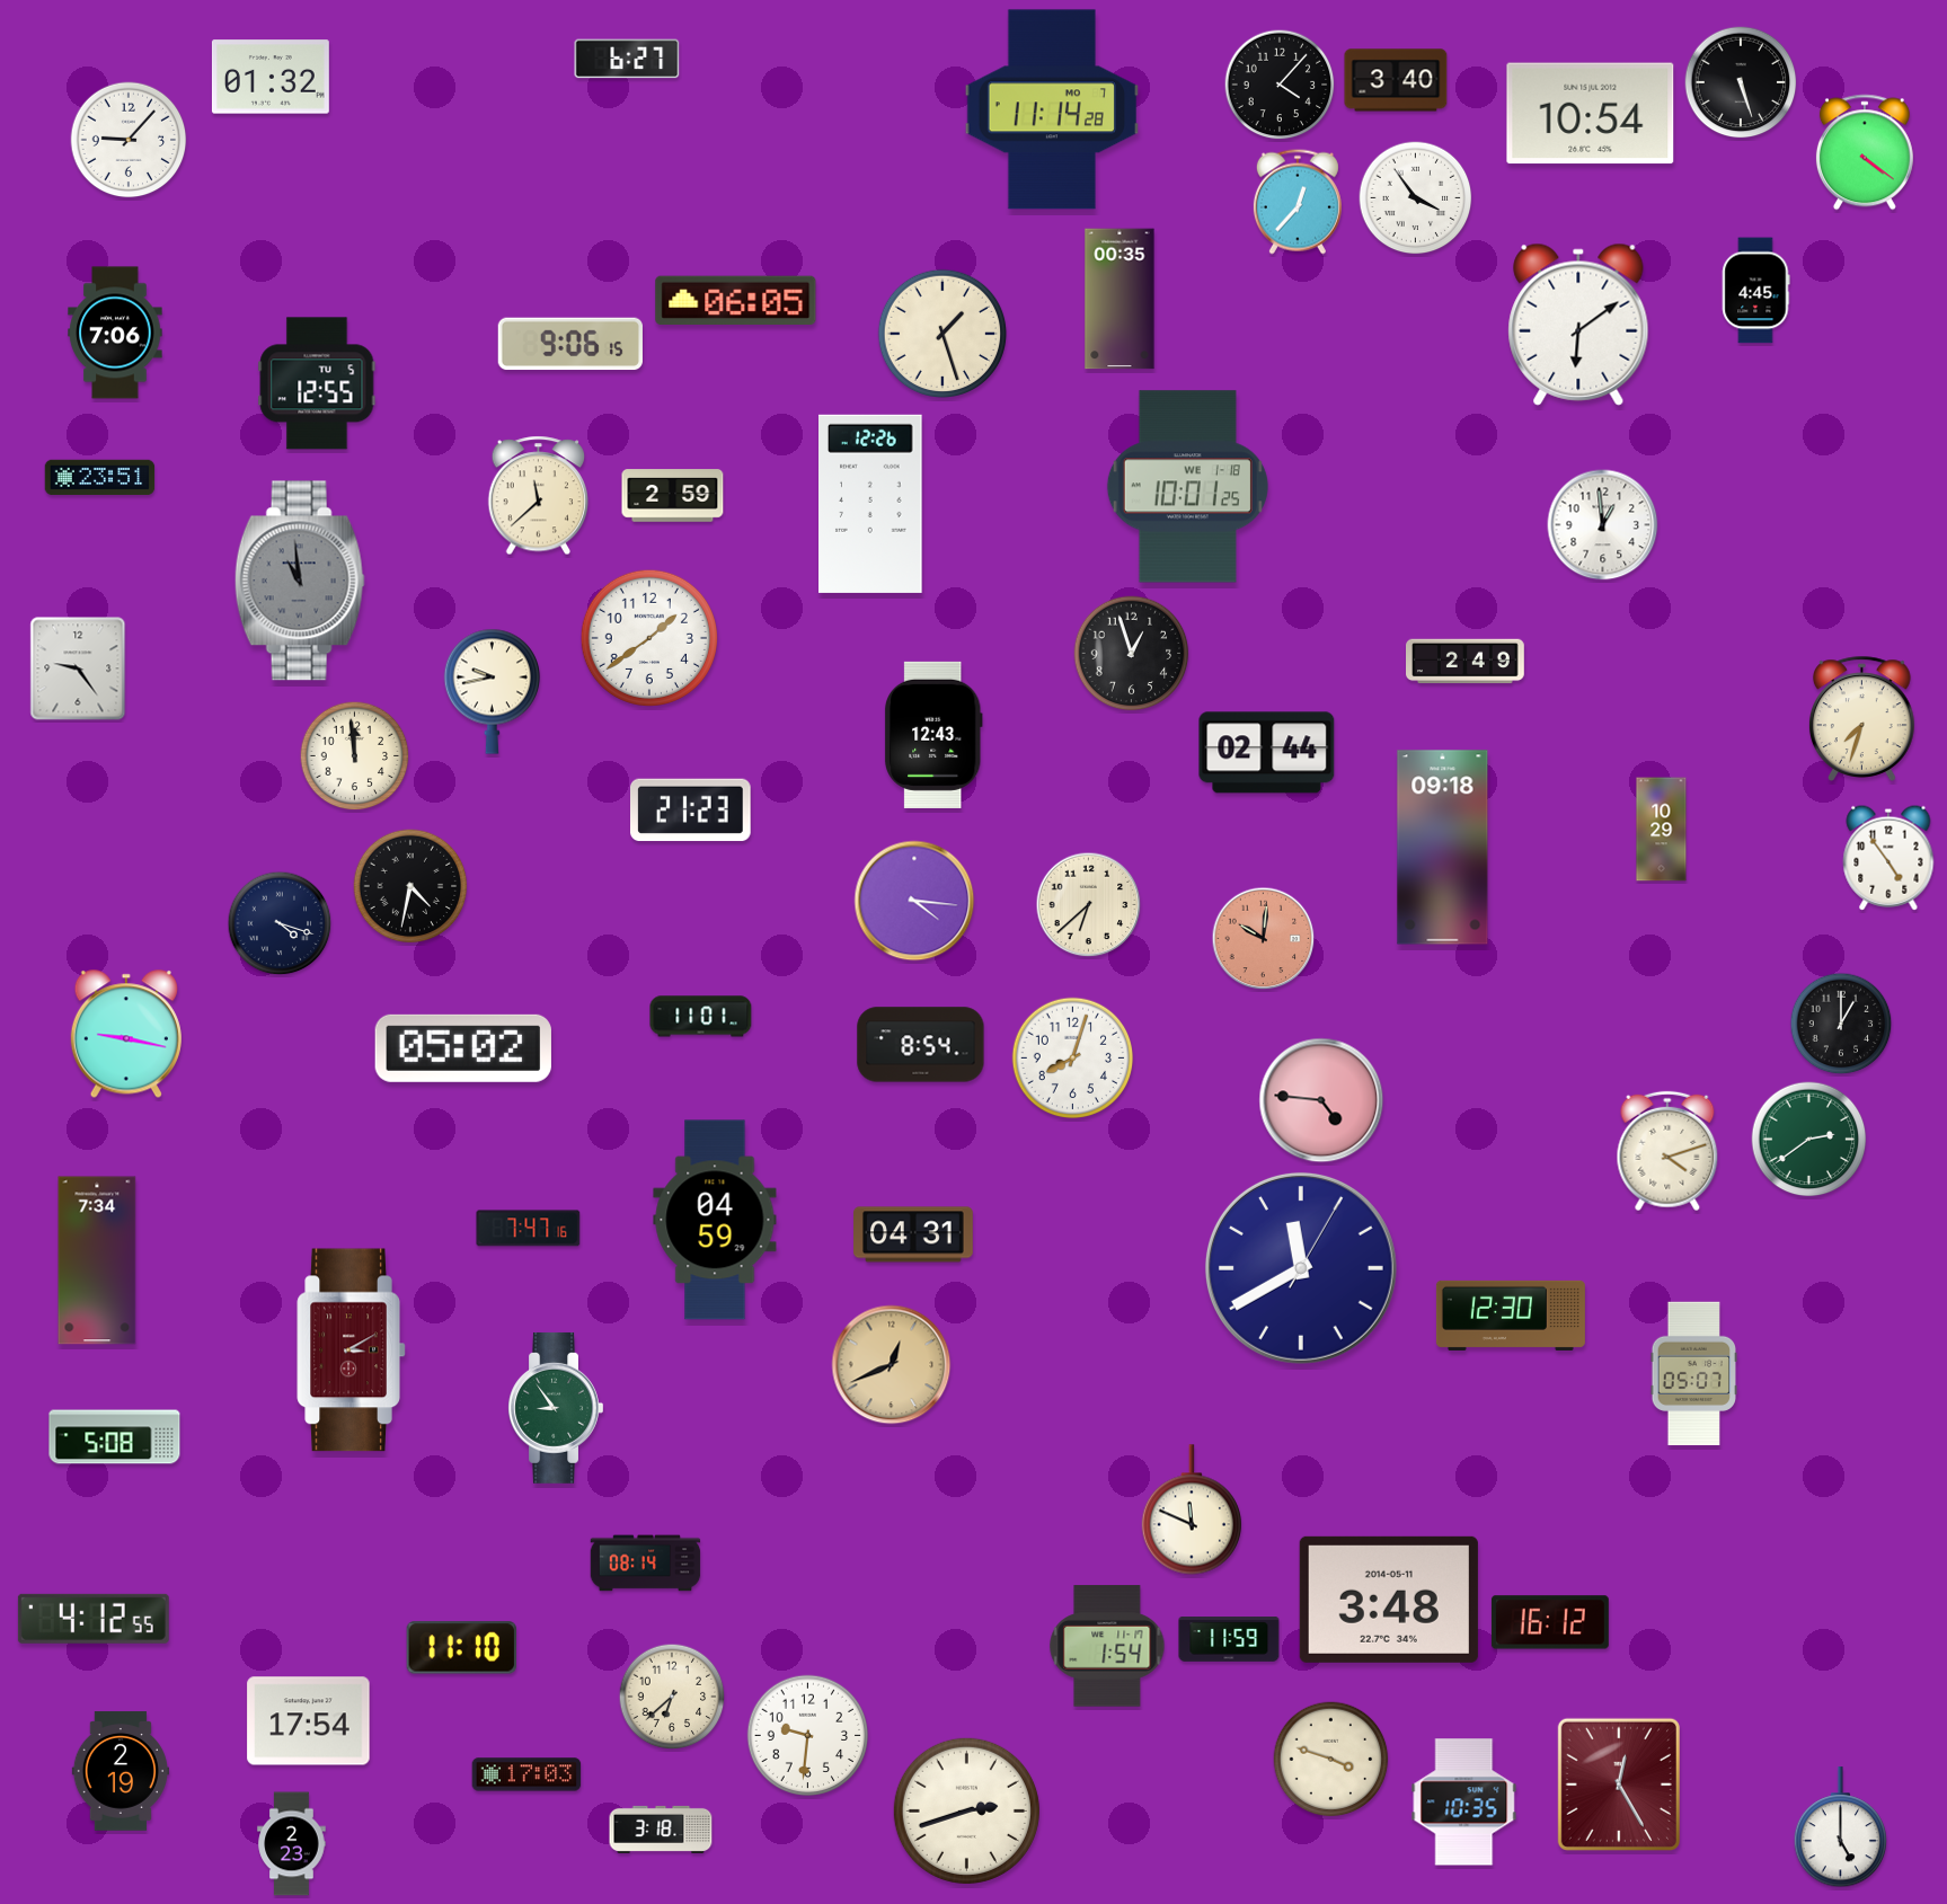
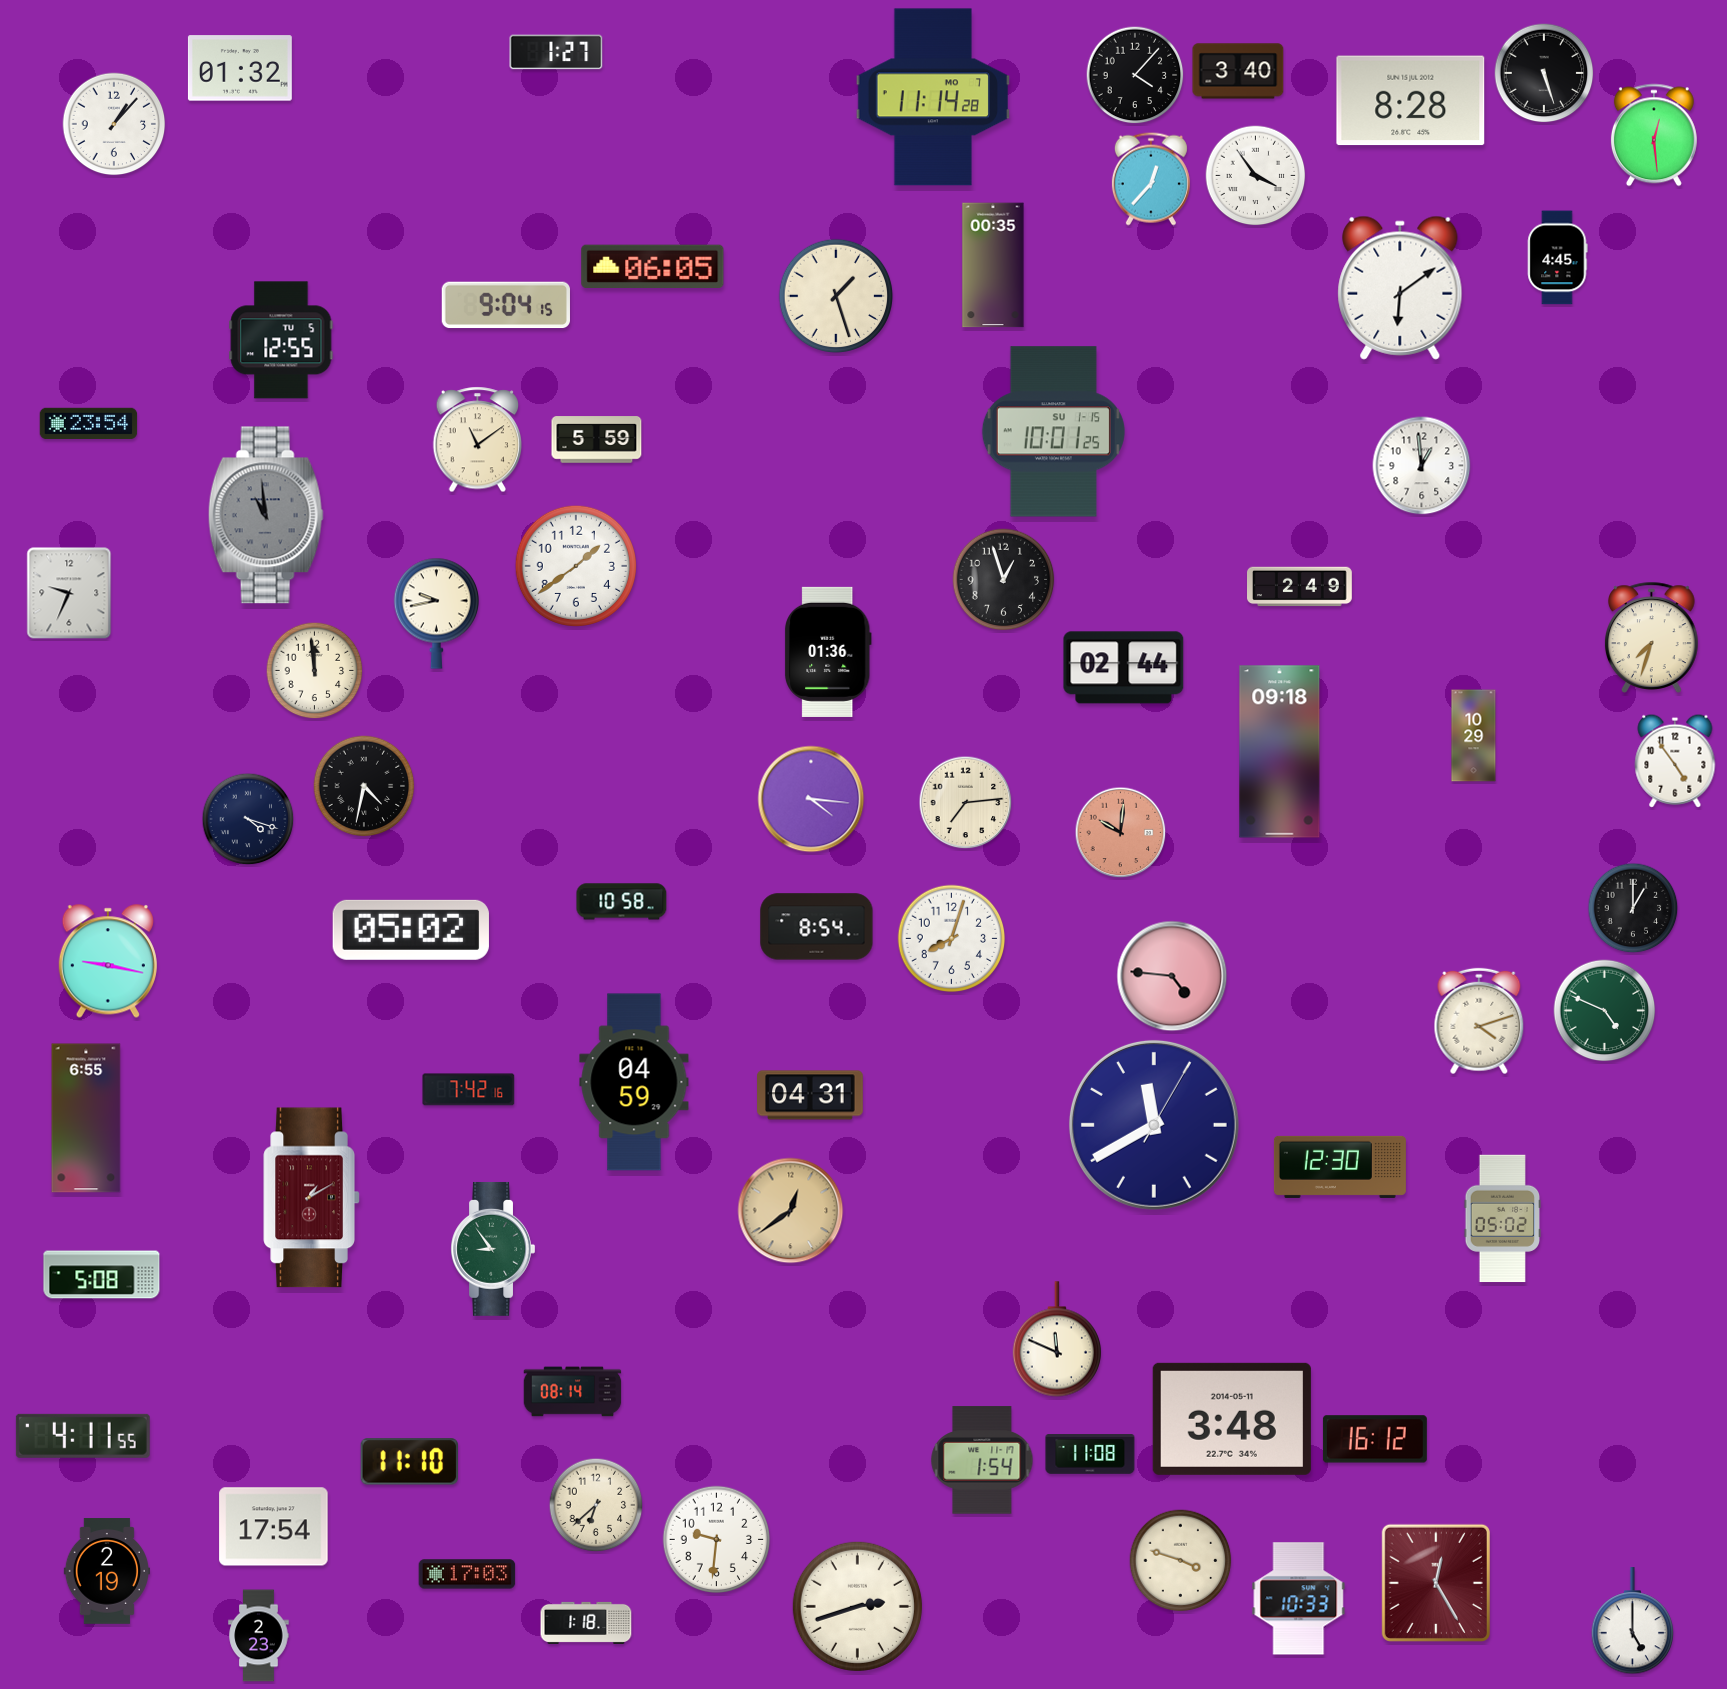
clock at (627, 59): 6:27 -> 1:27
clock at (1591, 114): 10:54 -> 8:28
clock at (129, 140): 9:07 -> 1:07
clock at (1865, 152): 4:21 -> 12:29
clock at (115, 333): 7:06 -> none
clock at (570, 344): 9:06 -> 9:04
clock at (100, 478): 23:51 -> 23:54
clock at (1187, 487) date: WE 1-18 -> SU 1-15
clock at (539, 496): 11:38 -> 11:09
clock at (673, 496): 2:59 -> 5:59
clock at (870, 504): 12:26 -> none
clock at (78, 668): 9:24 -> 9:34
clock at (933, 735): 12:43 -> 01:36
clock at (691, 811): 21:23 -> none
clock at (1089, 905): 6:38 -> 7:14
clock at (701, 1017): 11:01 -> 10:58
clock at (126, 1034) position: (126, 1034) -> (108, 961)
clock at (1809, 1140): 2:39 -> 4:49
clock at (529, 1229): 7:47 -> 7:42
clock at (97, 1260): 7:34 -> 6:55
clock at (352, 1350): 3:10 -> 1:10
clock at (892, 1365): 12:41 -> 12:39
clock at (1694, 1374): 05:07 -> 05:02
clock at (646, 1564) position: (646, 1564) -> (573, 1392)
clock at (94, 1619): 4:12 -> 4:11
clock at (1229, 1639): 11:59 -> 11:08
clock at (1464, 1803): 10:35 -> 10:33
clock at (661, 1830): 3:18 -> 1:18
